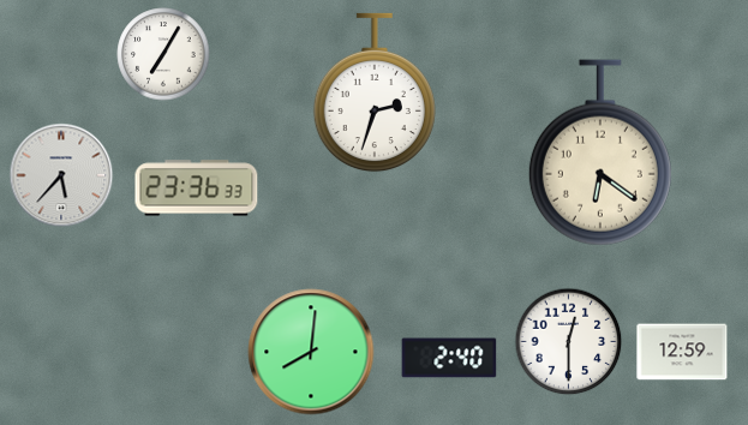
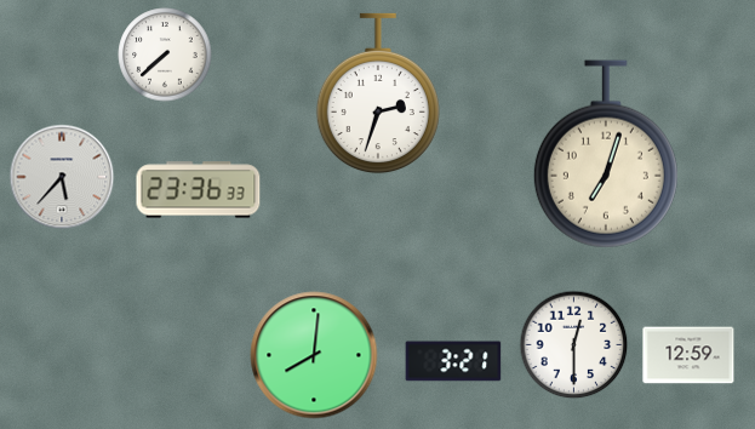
clock at (163, 54): 7:05 -> 7:38
clock at (600, 152): 6:21 -> 7:03
clock at (449, 358): 2:40 -> 3:21
